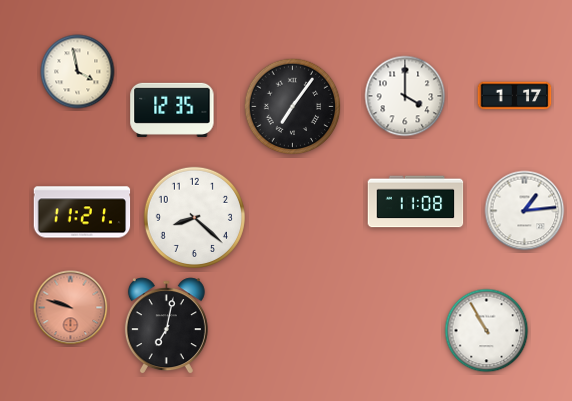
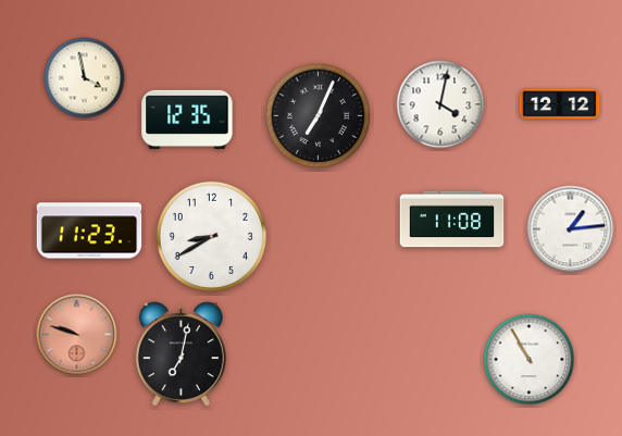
clock at (405, 96): 4:00 -> 4:02
clock at (515, 96): 1:17 -> 12:12
clock at (293, 107): 7:06 -> 7:04
clock at (82, 212): 11:21 -> 11:23
clock at (194, 217): 8:22 -> 8:40
